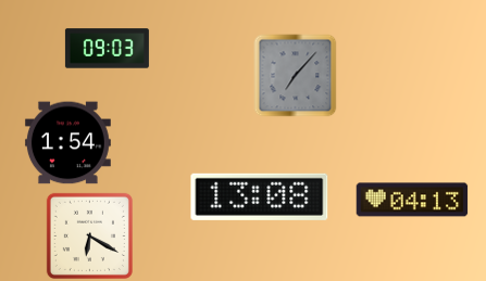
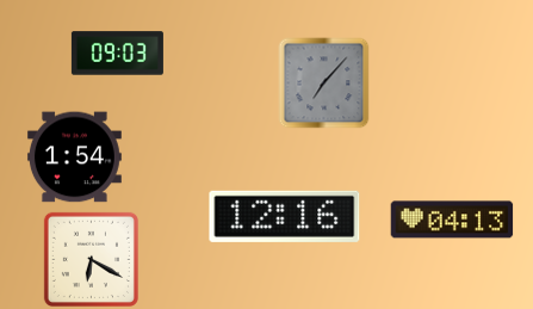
clock at (260, 196): 13:08 -> 12:16
clock at (89, 235) position: (89, 235) -> (91, 259)
